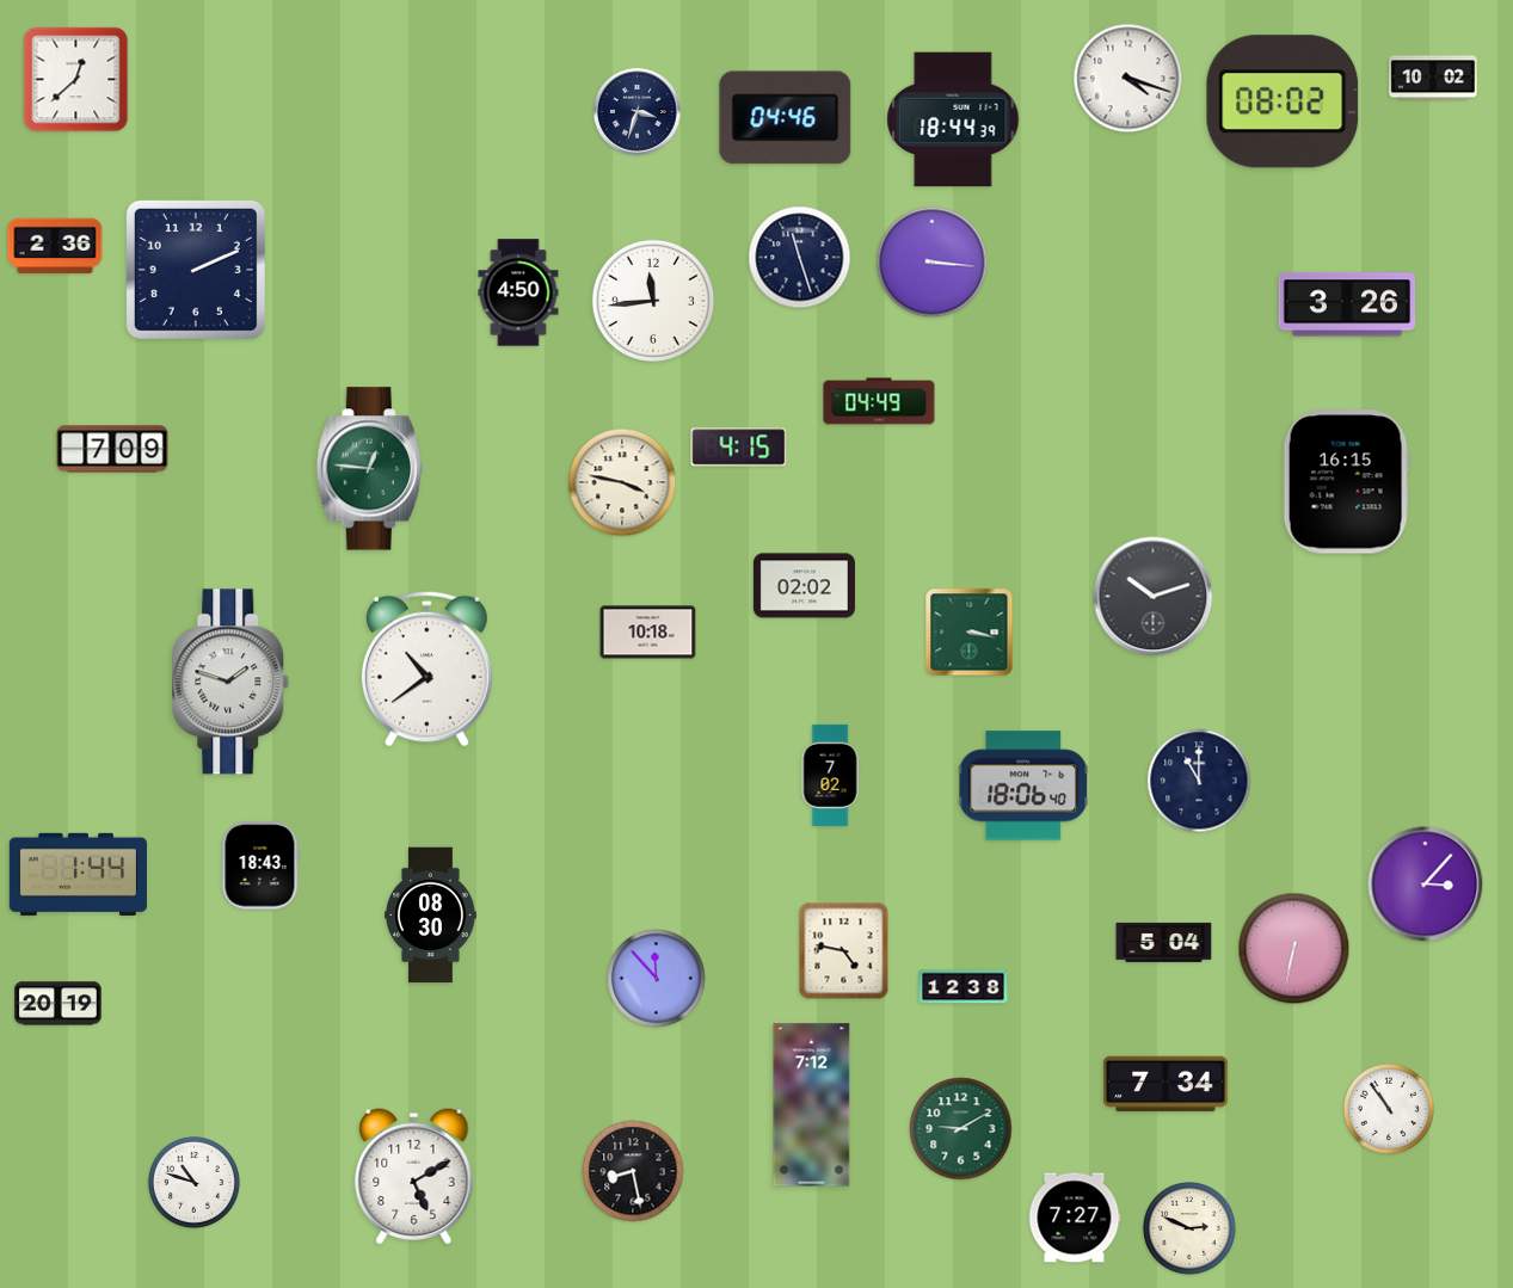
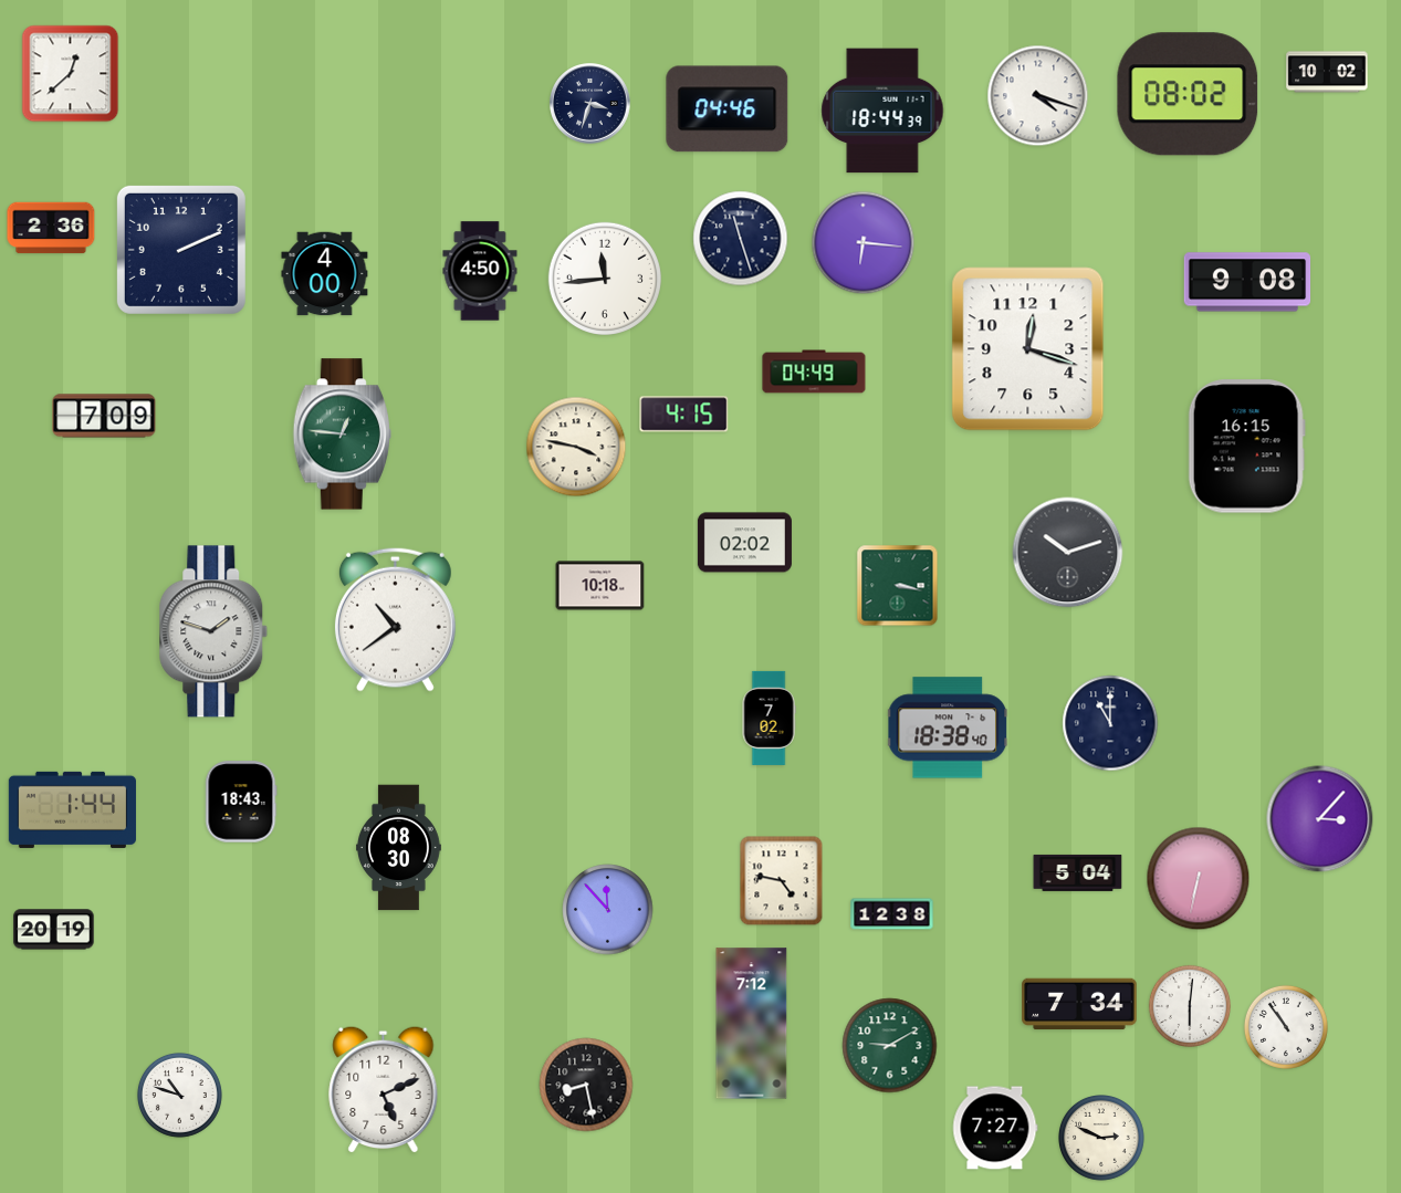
clock at (1128, 79) position: (1128, 79) -> (1038, 96)
clock at (933, 263): 3:16 -> 6:16
clock at (325, 274): none -> 4:00
clock at (1347, 304): 3:26 -> 9:08
clock at (1028, 349): none -> 12:18
clock at (1025, 785): 18:06 -> 18:38
clock at (657, 979) position: (657, 979) -> (608, 910)
clock at (1190, 1006): none -> 6:01
clock at (414, 1176): 5:10 -> 5:11
